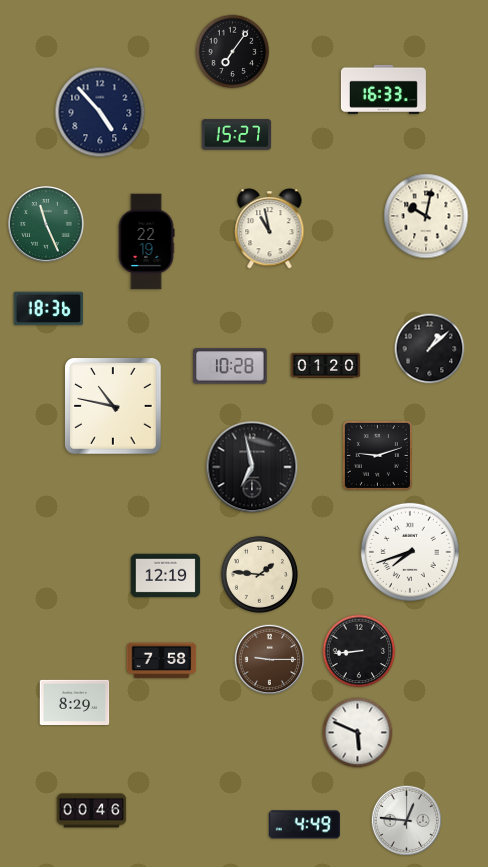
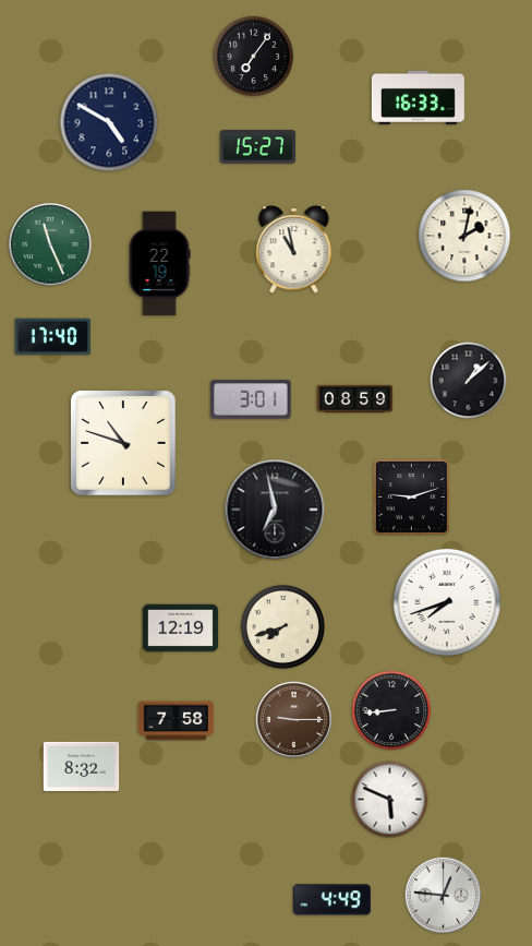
clock at (100, 112): 4:53 -> 4:50
clock at (426, 216): 10:02 -> 2:02
clock at (49, 309): 18:36 -> 17:40
clock at (326, 365): 01:20 -> 08:59
clock at (230, 366): 10:28 -> 3:01
clock at (114, 407): 10:47 -> 10:48
clock at (259, 574): 1:46 -> 7:42
clock at (75, 702): 8:29 -> 8:32
clock at (92, 811): 00:46 -> none
